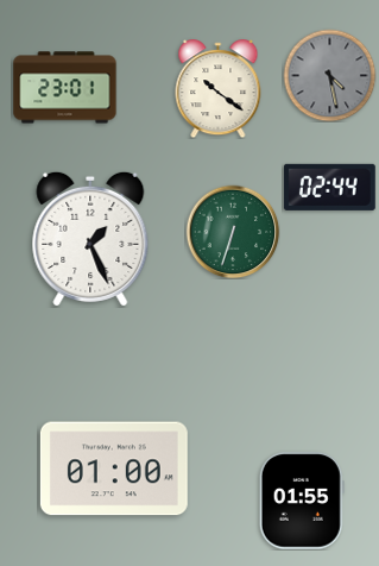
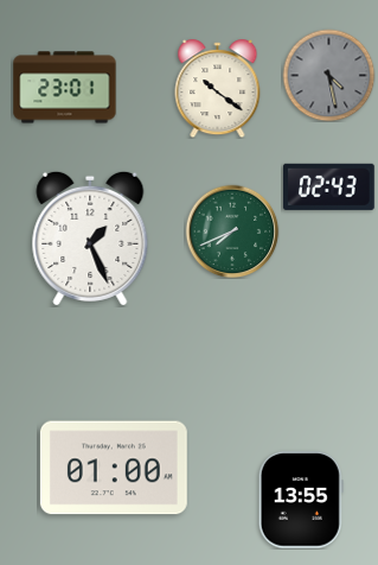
clock at (329, 187): 02:44 -> 02:43
clock at (233, 232): 6:33 -> 7:41
clock at (302, 501): 01:55 -> 13:55
